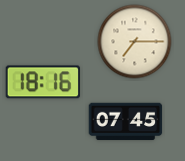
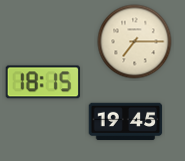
clock at (43, 82): 18:16 -> 18:15
clock at (126, 122): 07:45 -> 19:45
